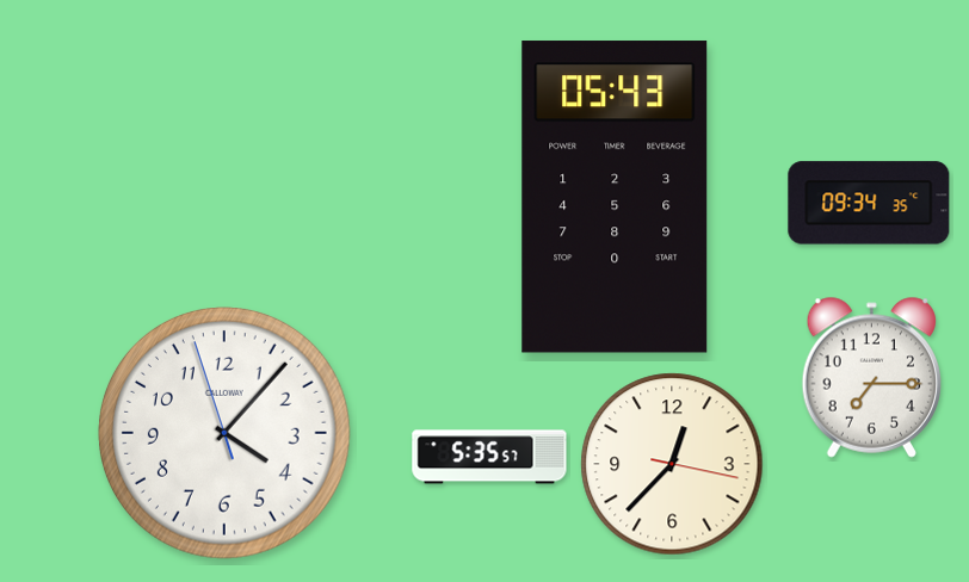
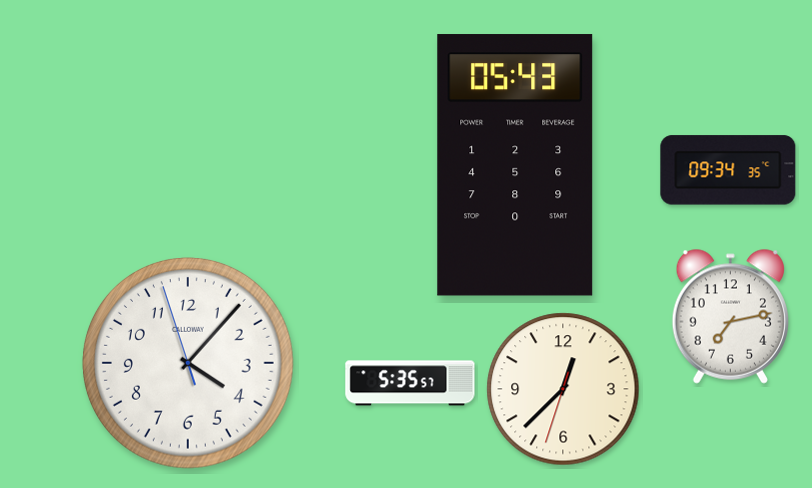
clock at (871, 377): 7:15 -> 7:13
clock at (672, 464): 12:37:17 -> 12:37:33
